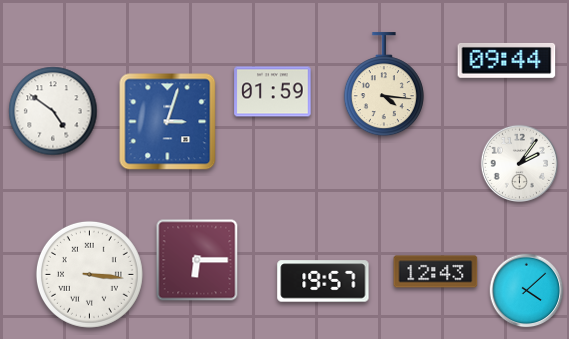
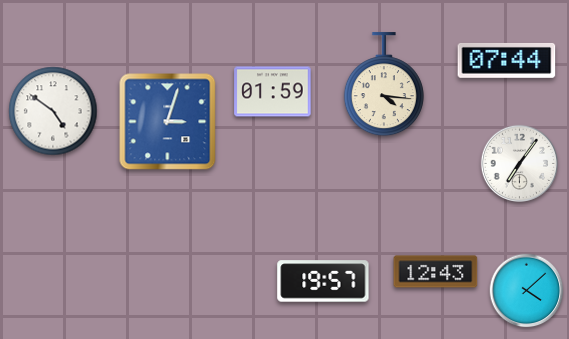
clock at (507, 60): 09:44 -> 07:44
clock at (519, 163): 2:06 -> 7:06
clock at (197, 260): 6:15 -> none
clock at (89, 274): 3:16 -> none
